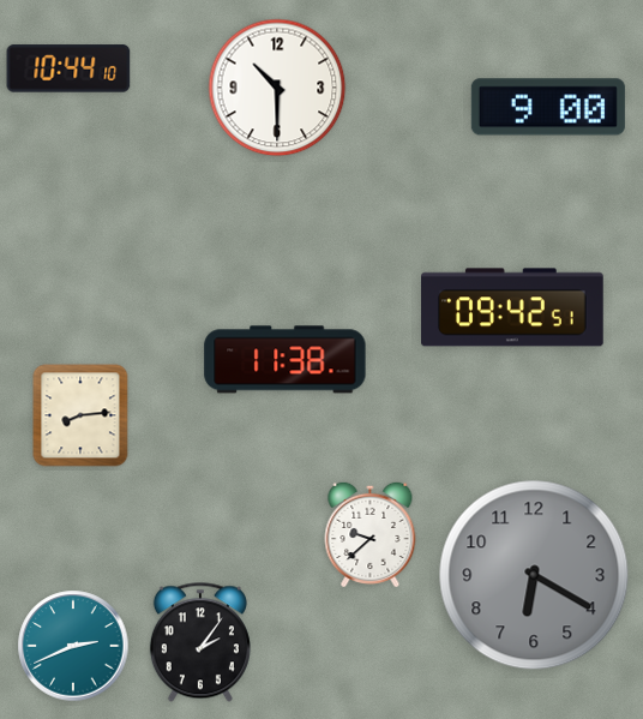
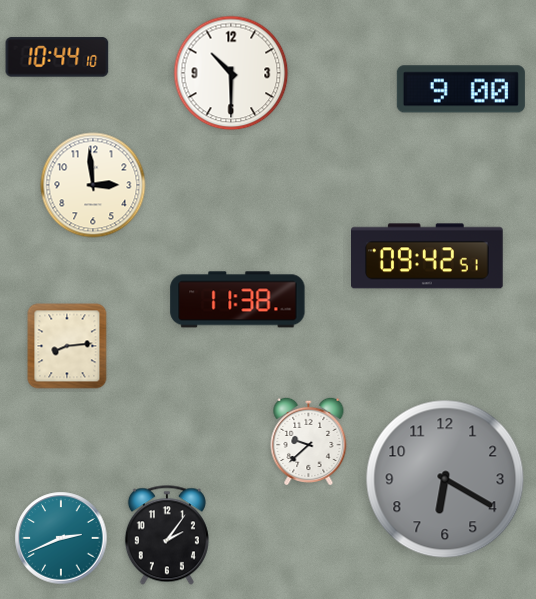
clock at (548, 107) position: (548, 107) -> (461, 89)
clock at (93, 185): none -> 2:59
clock at (371, 533) position: (371, 533) -> (309, 440)
